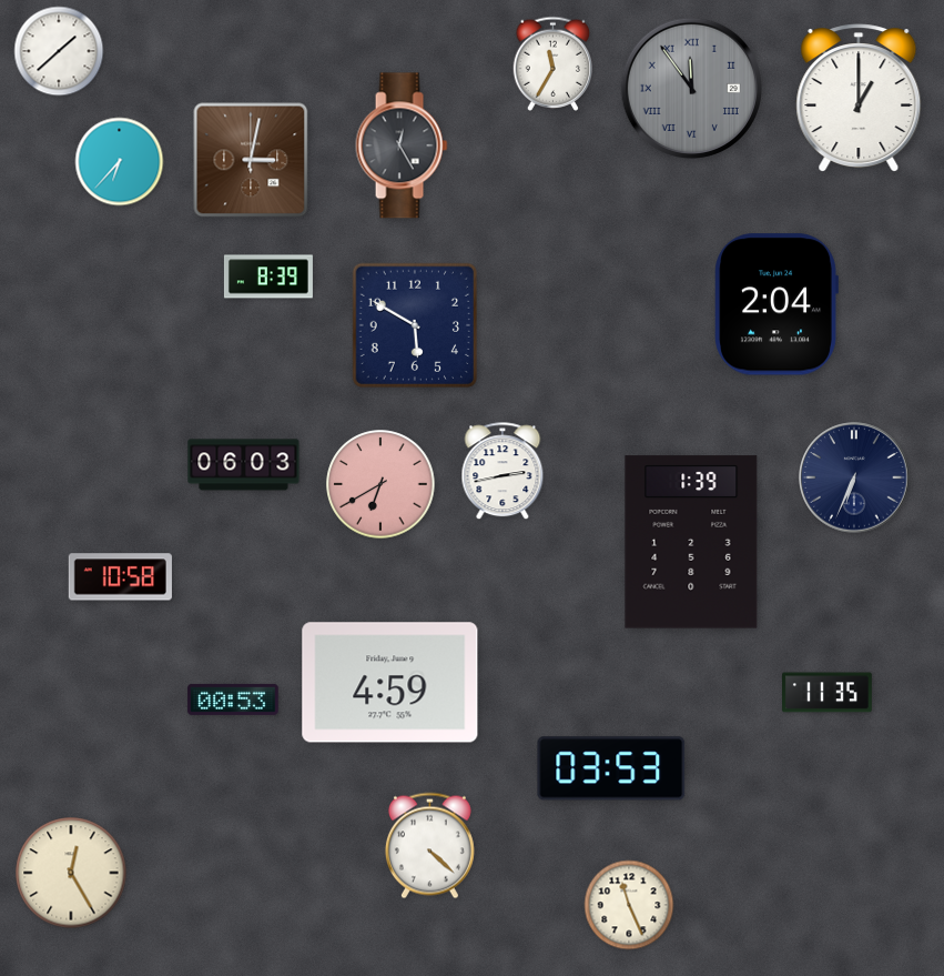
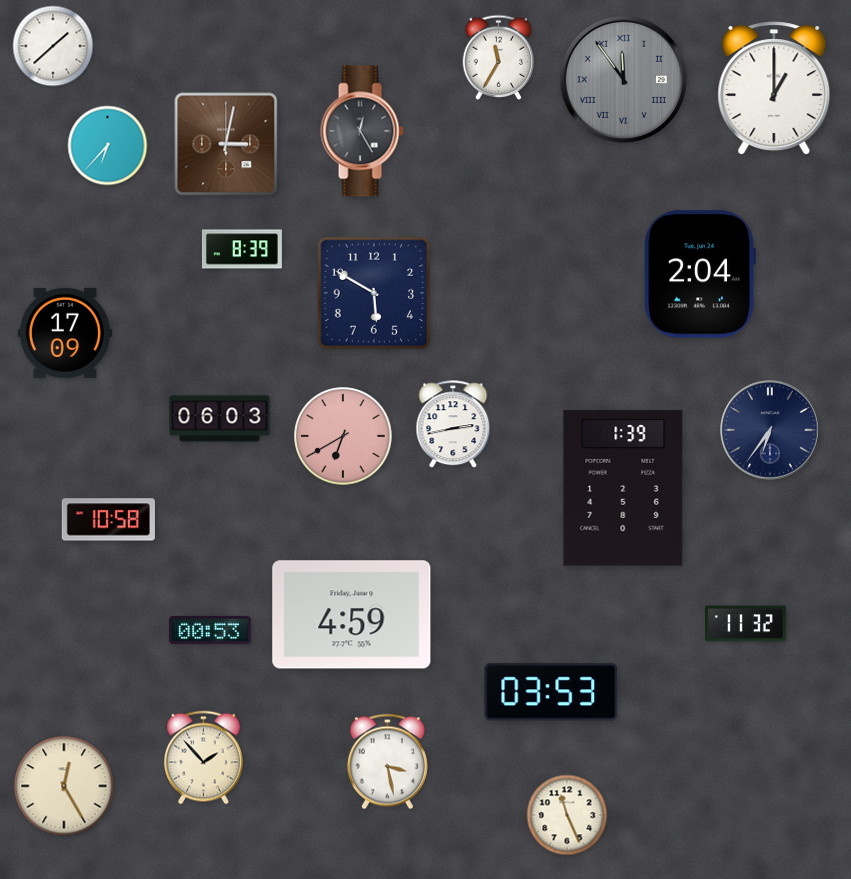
clock at (65, 333): none -> 17:09
clock at (854, 477): 6:34 -> 6:36
clock at (828, 693): 11:35 -> 11:32
clock at (204, 758): none -> 1:53
clock at (429, 846): 4:22 -> 3:28
